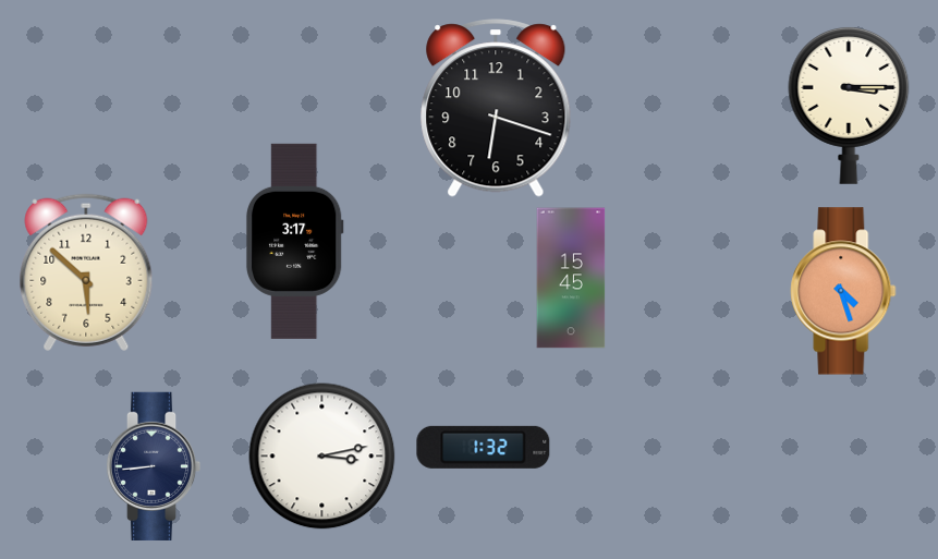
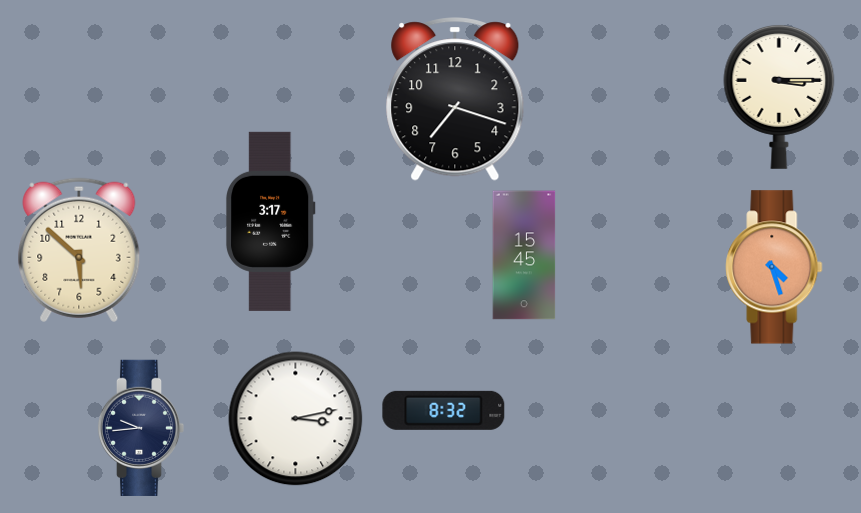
clock at (496, 108): 6:18 -> 7:18
clock at (484, 447): 1:32 -> 8:32
clock at (154, 466): 8:44 -> 9:44
